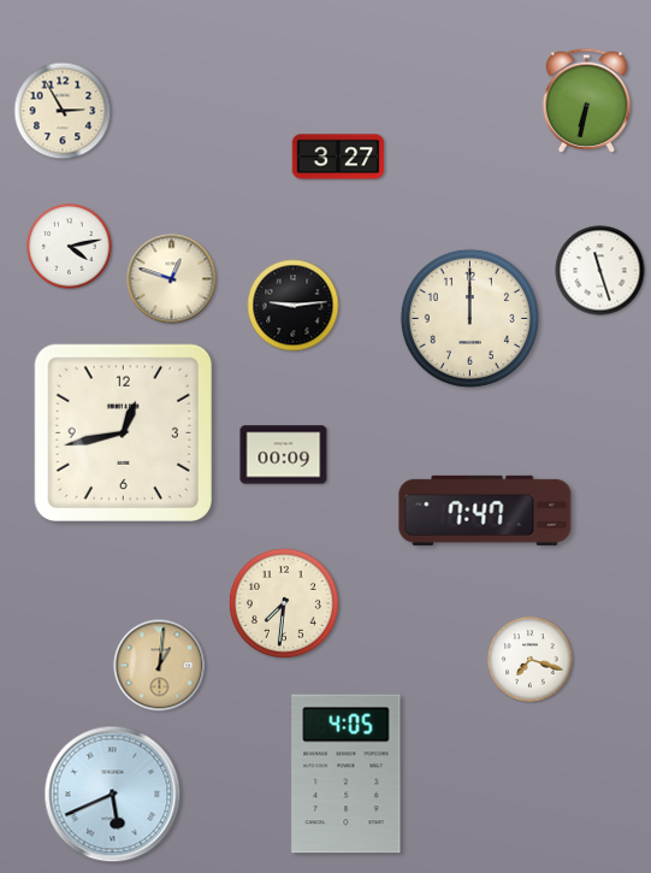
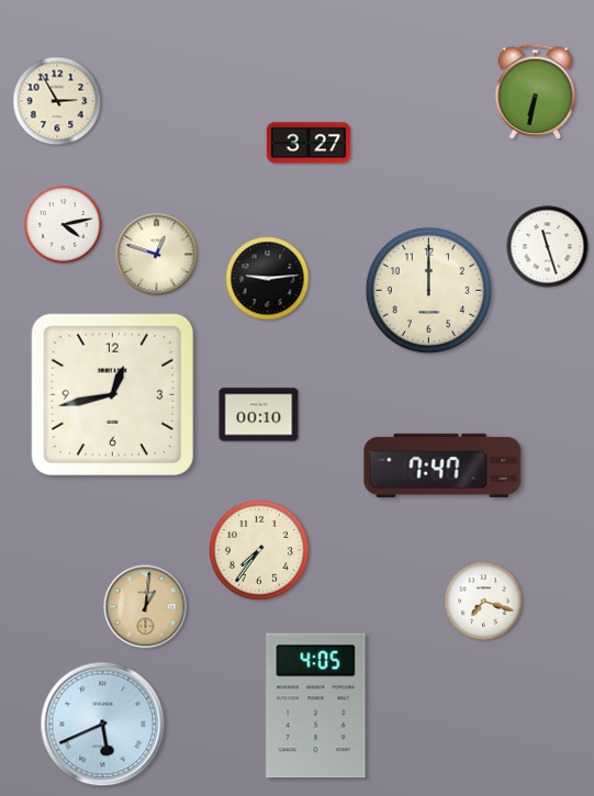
clock at (284, 455): 00:09 -> 00:10
clock at (284, 603): 7:31 -> 7:36
